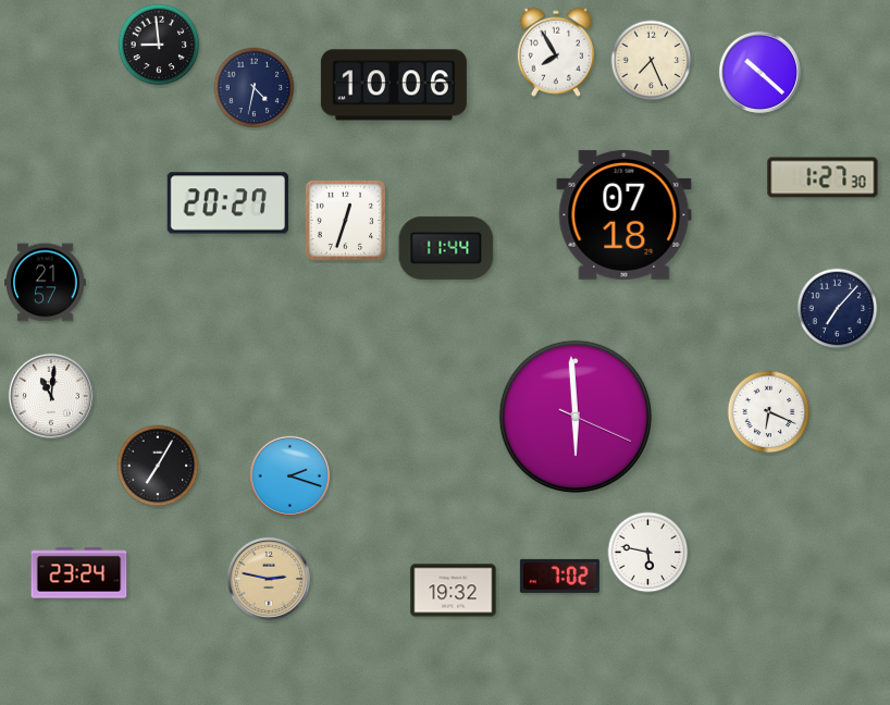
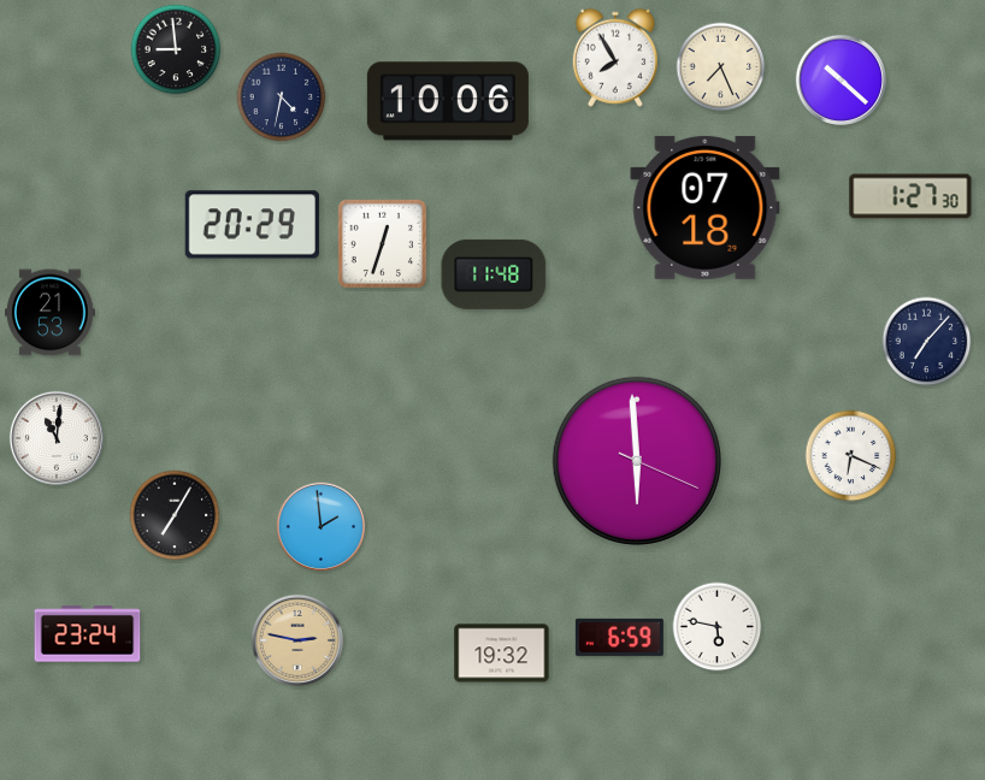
clock at (394, 85) position: (394, 85) -> (448, 101)
clock at (227, 203): 20:27 -> 20:29
clock at (625, 214) position: (625, 214) -> (706, 207)
clock at (446, 248): 11:44 -> 11:48
clock at (46, 283): 21:57 -> 21:53
clock at (289, 475): 2:18 -> 1:59
clock at (648, 553) position: (648, 553) -> (718, 627)
clock at (559, 576): 7:02 -> 6:59
